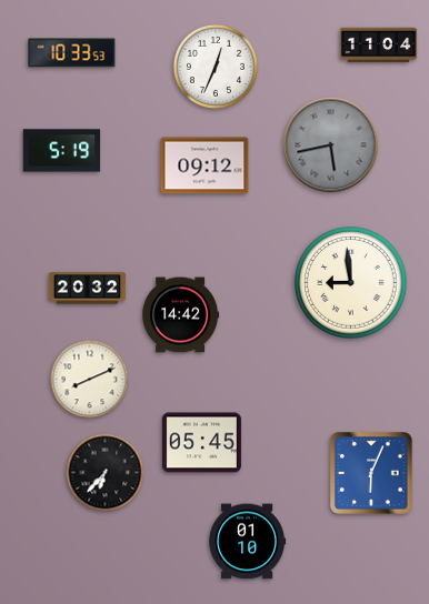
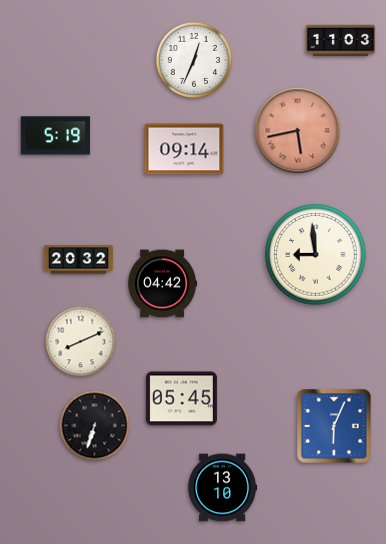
clock at (379, 46): 11:04 -> 11:03
clock at (72, 53): 10:33 -> none
clock at (331, 145) dial: grey -> salmon
clock at (204, 165): 09:12 -> 09:14
clock at (181, 315): 14:42 -> 04:42
clock at (106, 473): 6:37 -> 6:33
clock at (248, 542): 01:10 -> 13:10
